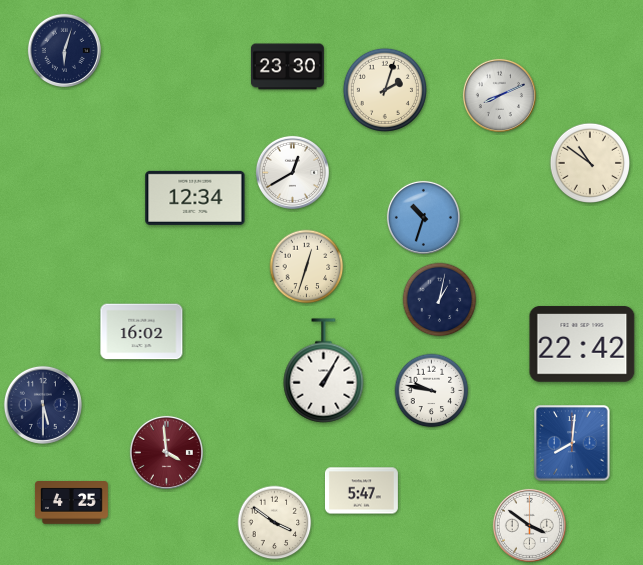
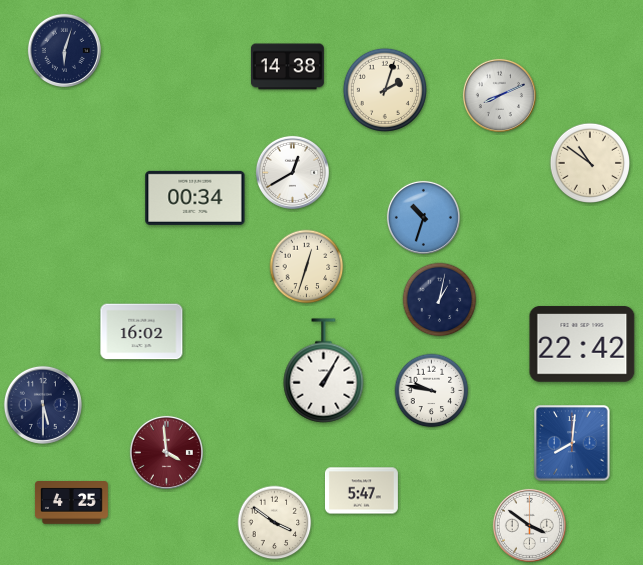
clock at (287, 67): 23:30 -> 14:38
clock at (195, 198): 12:34 -> 00:34
